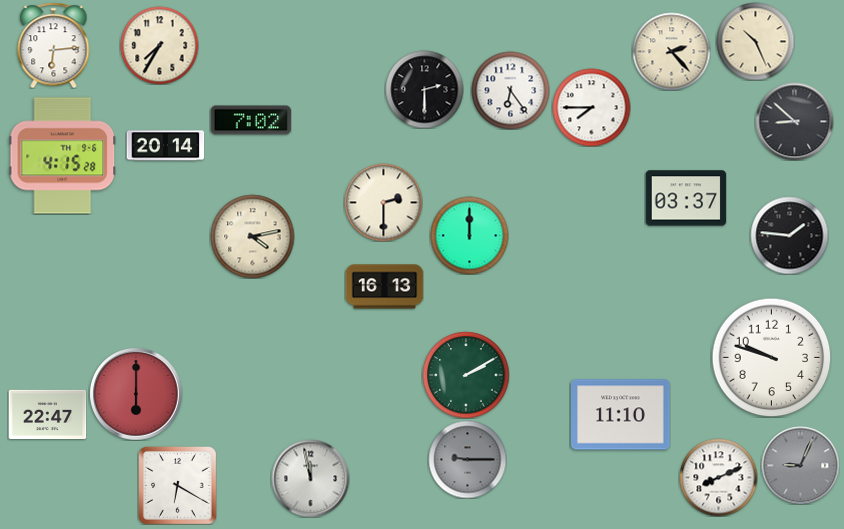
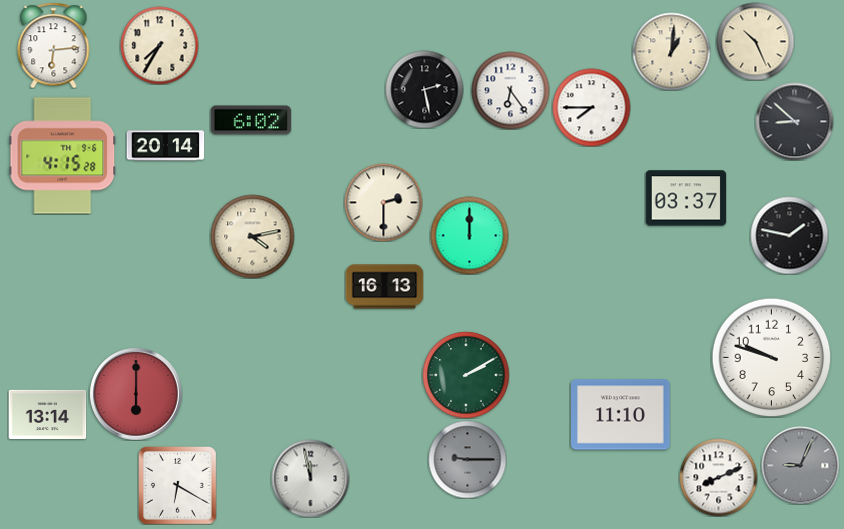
clock at (671, 51): 2:23 -> 1:01
clock at (424, 89): 2:30 -> 2:28
clock at (251, 120): 7:02 -> 6:02
clock at (789, 235): 1:46 -> 1:47
clock at (47, 414): 22:47 -> 13:14
